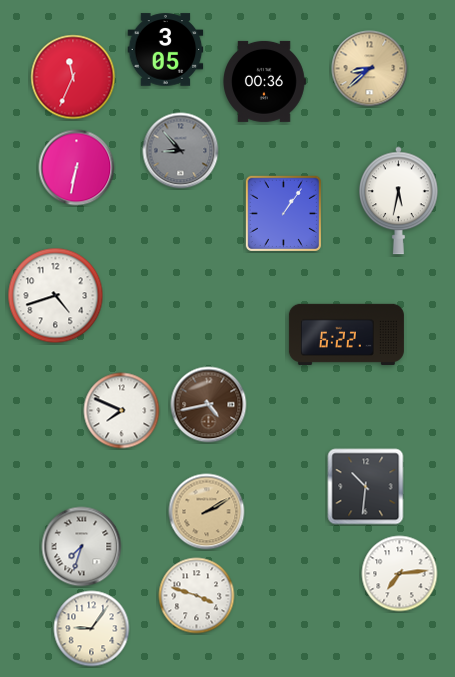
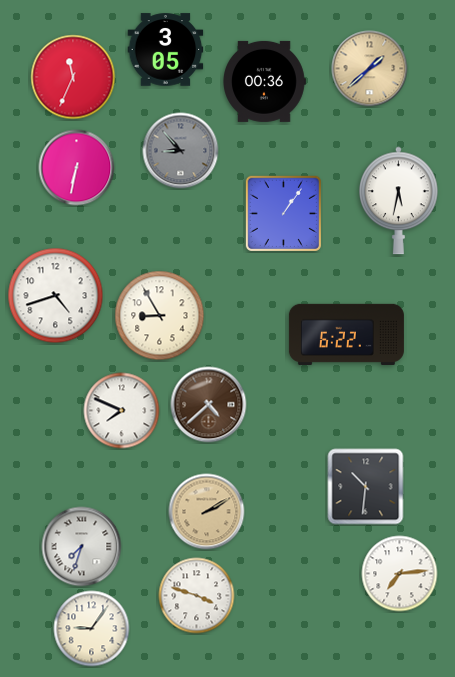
clock at (370, 69): 8:38 -> 1:38
clock at (160, 316): none -> 8:55
clock at (209, 405): 4:43 -> 4:38
